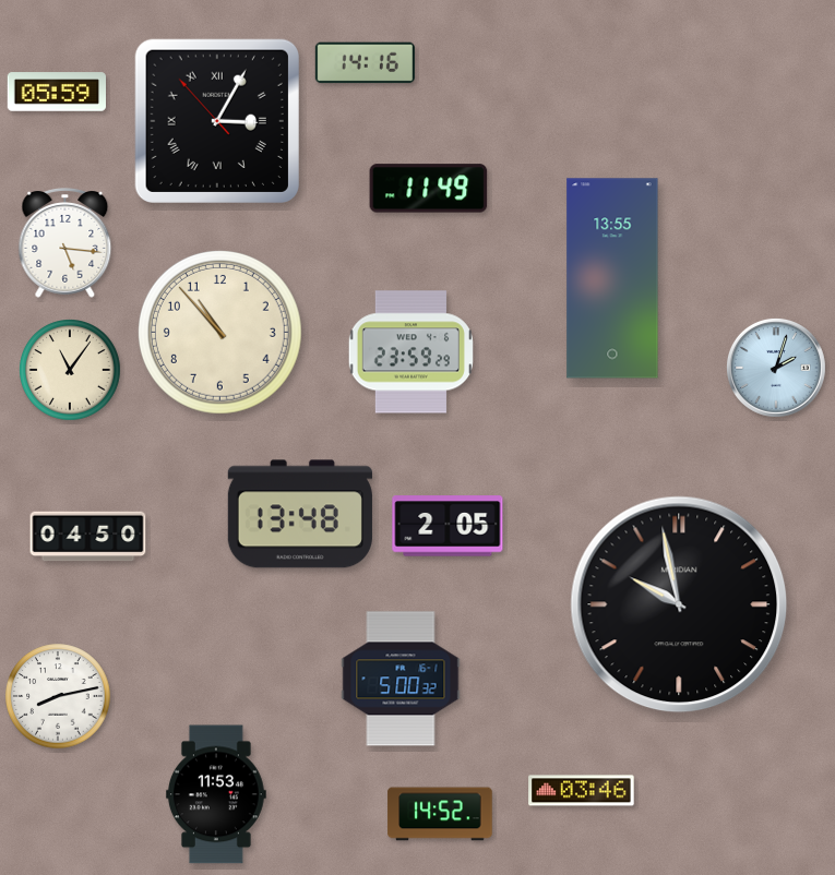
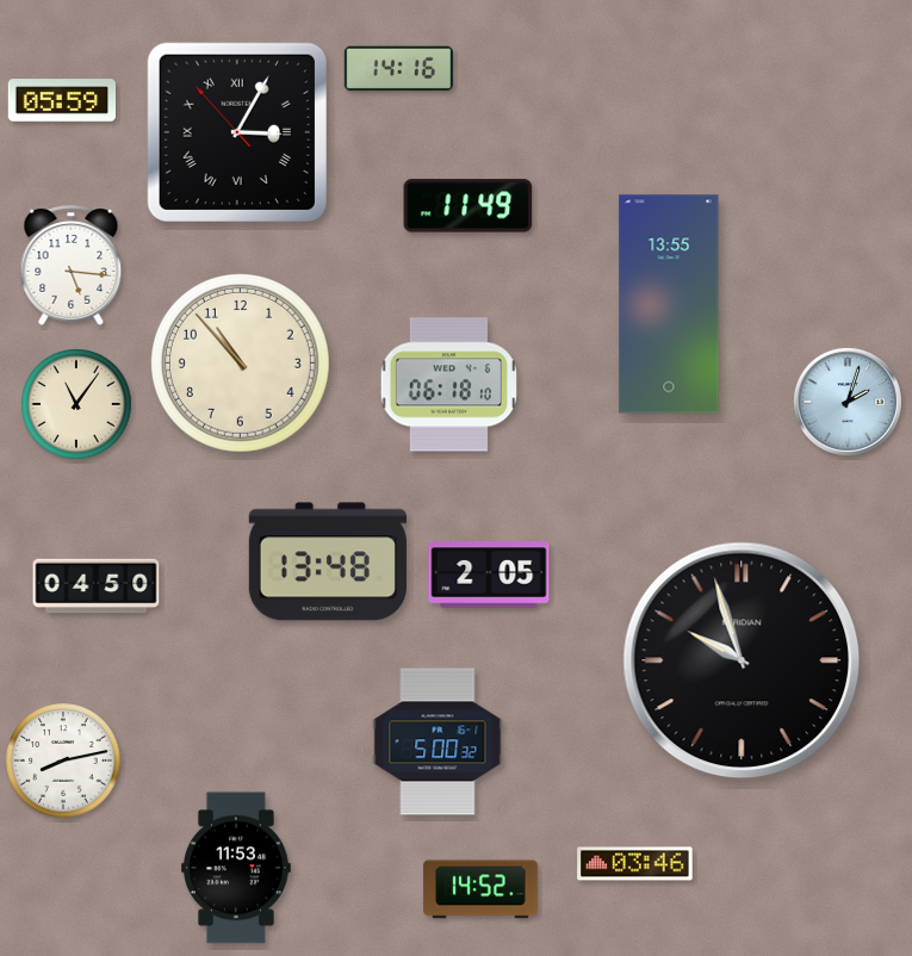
clock at (410, 352): 23:59 -> 06:18
clock at (679, 604): 9:58 -> 9:57
